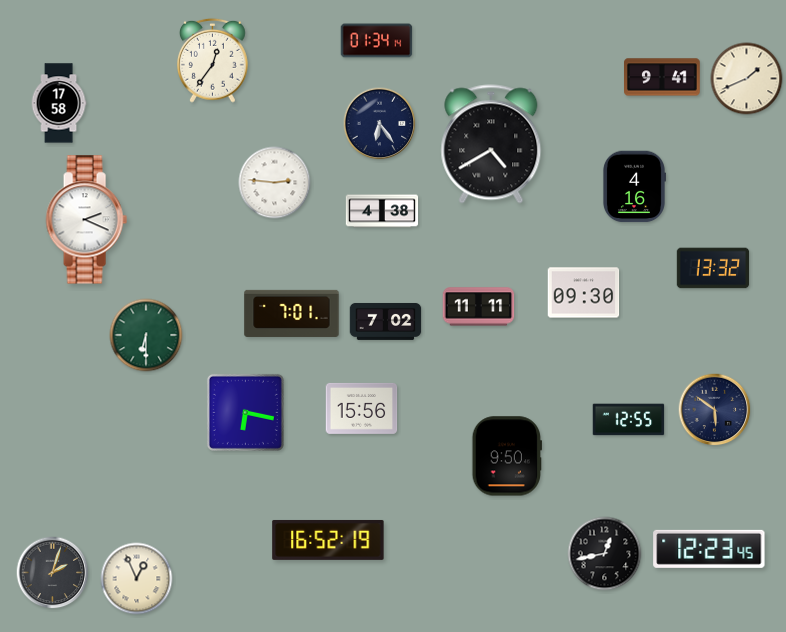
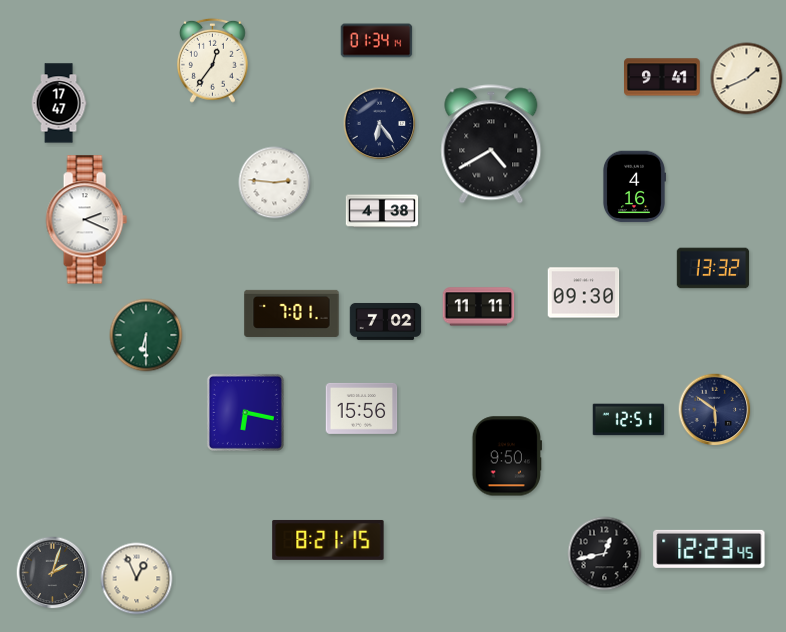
clock at (59, 103): 17:58 -> 17:47
clock at (629, 420): 12:55 -> 12:51
clock at (328, 540): 16:52 -> 8:21
